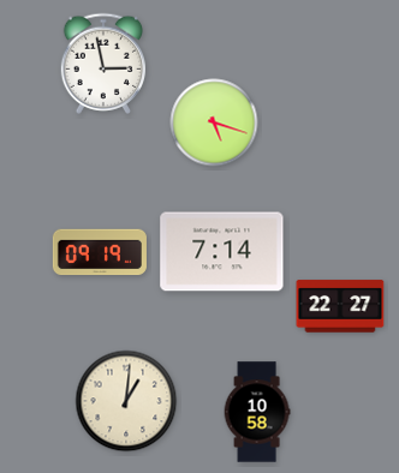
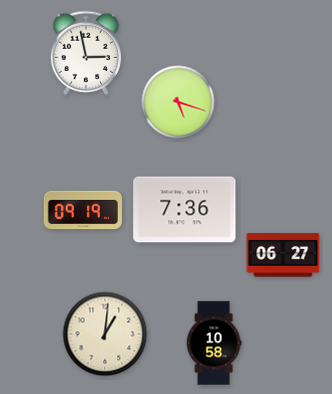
clock at (222, 252): 7:14 -> 7:36
clock at (340, 306): 22:27 -> 06:27
